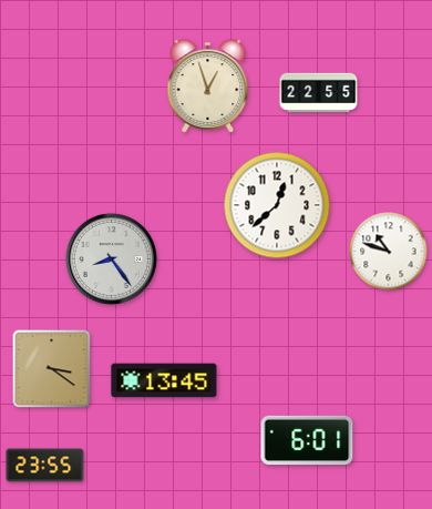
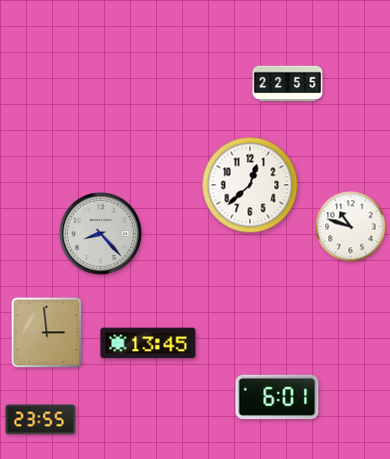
clock at (208, 86): 12:57 -> none
clock at (111, 258): 8:24 -> 8:23
clock at (52, 369): 3:21 -> 2:59
